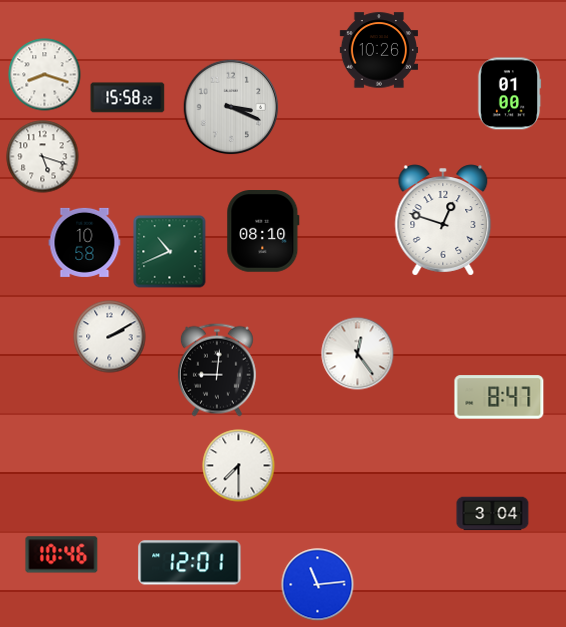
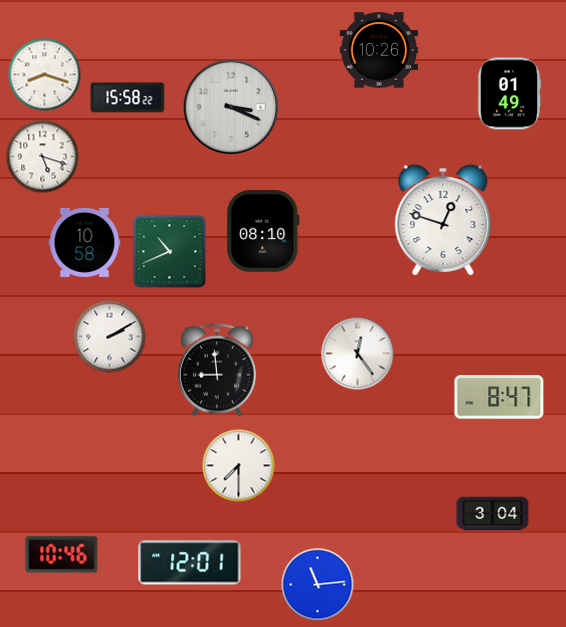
clock at (509, 94): 01:00 -> 01:49
clock at (217, 370): 9:01 -> 8:59
